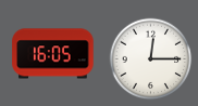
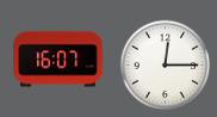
clock at (53, 54): 16:05 -> 16:07
